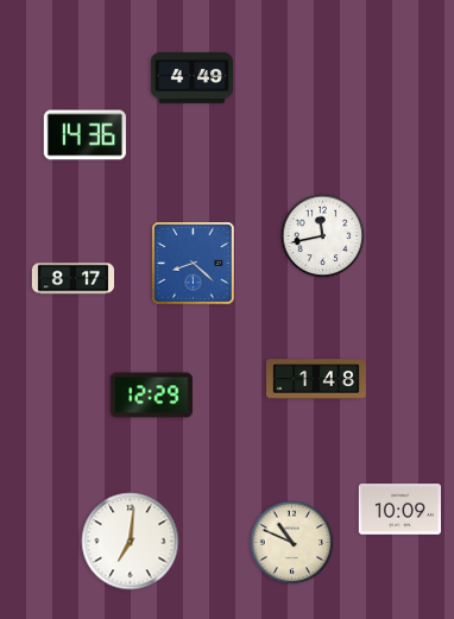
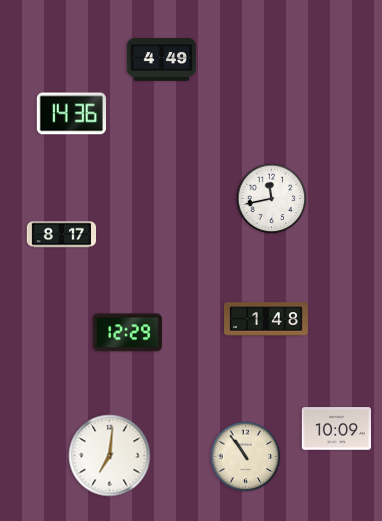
clock at (191, 78) position: (191, 78) -> (161, 60)
clock at (194, 264): 8:22 -> none
clock at (292, 543): 10:49 -> 10:54
